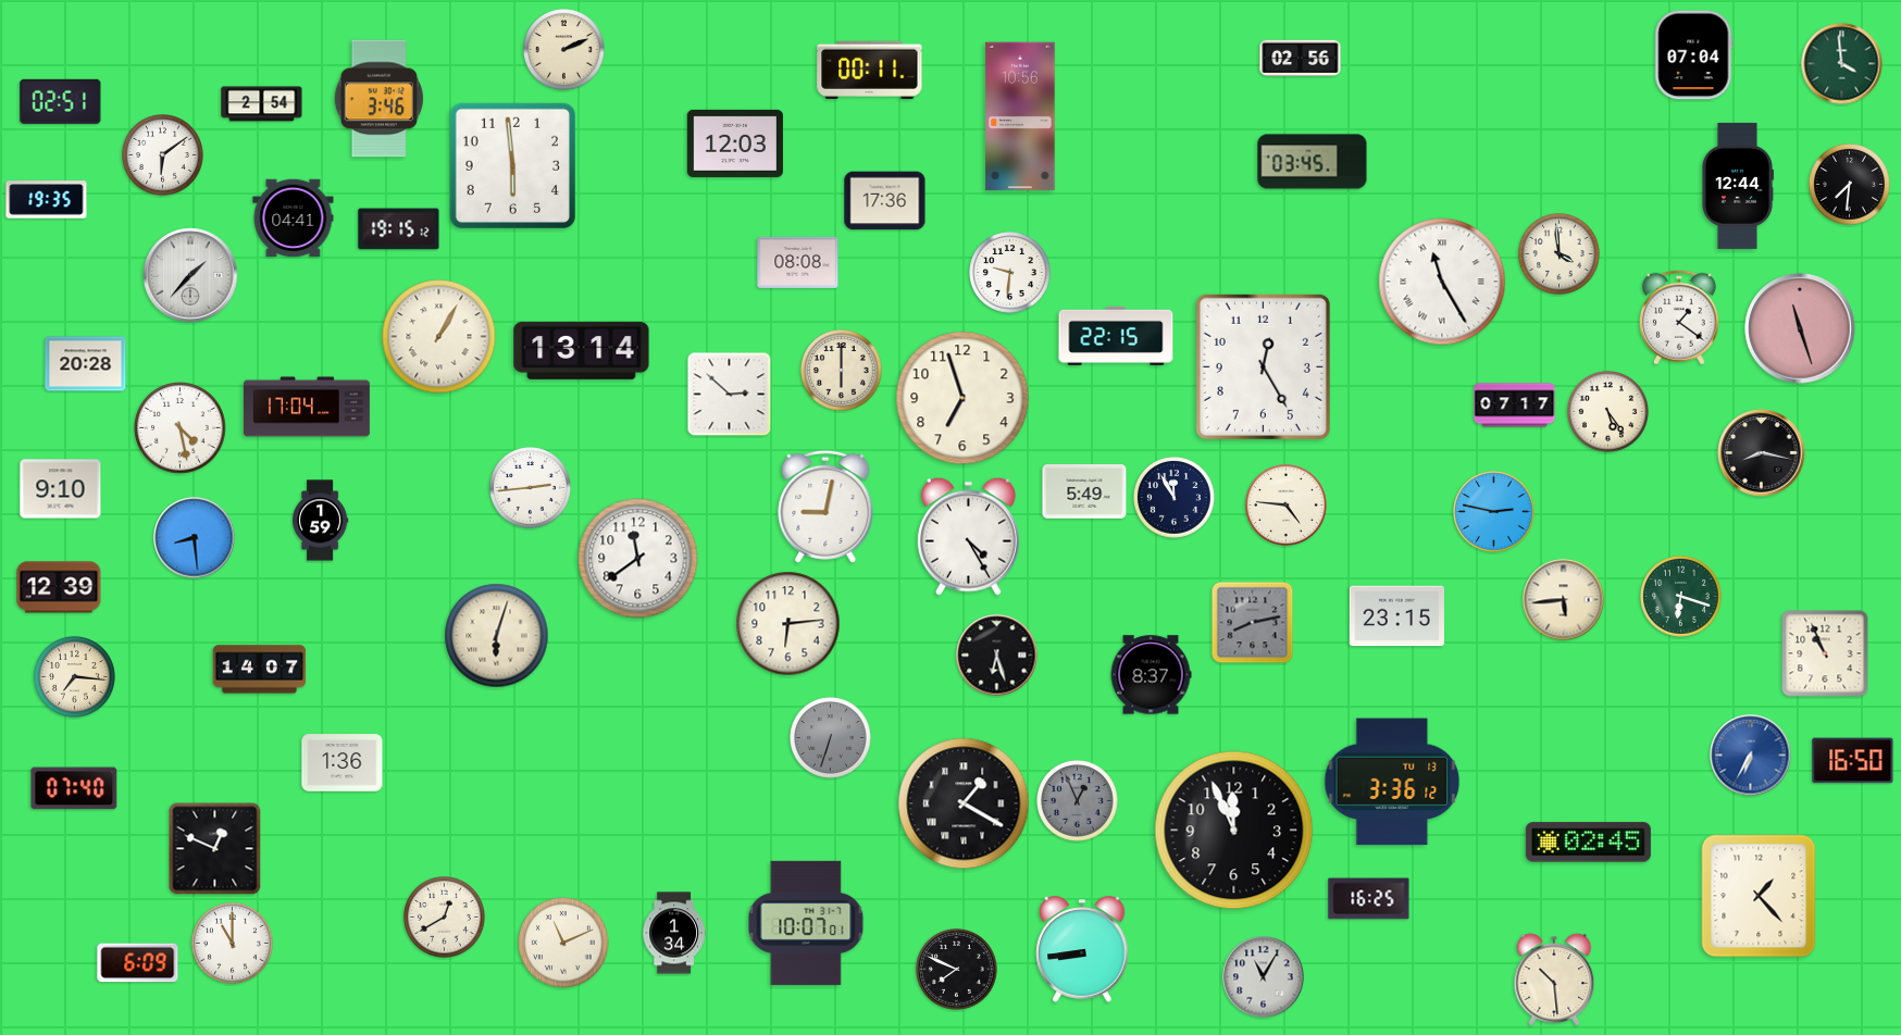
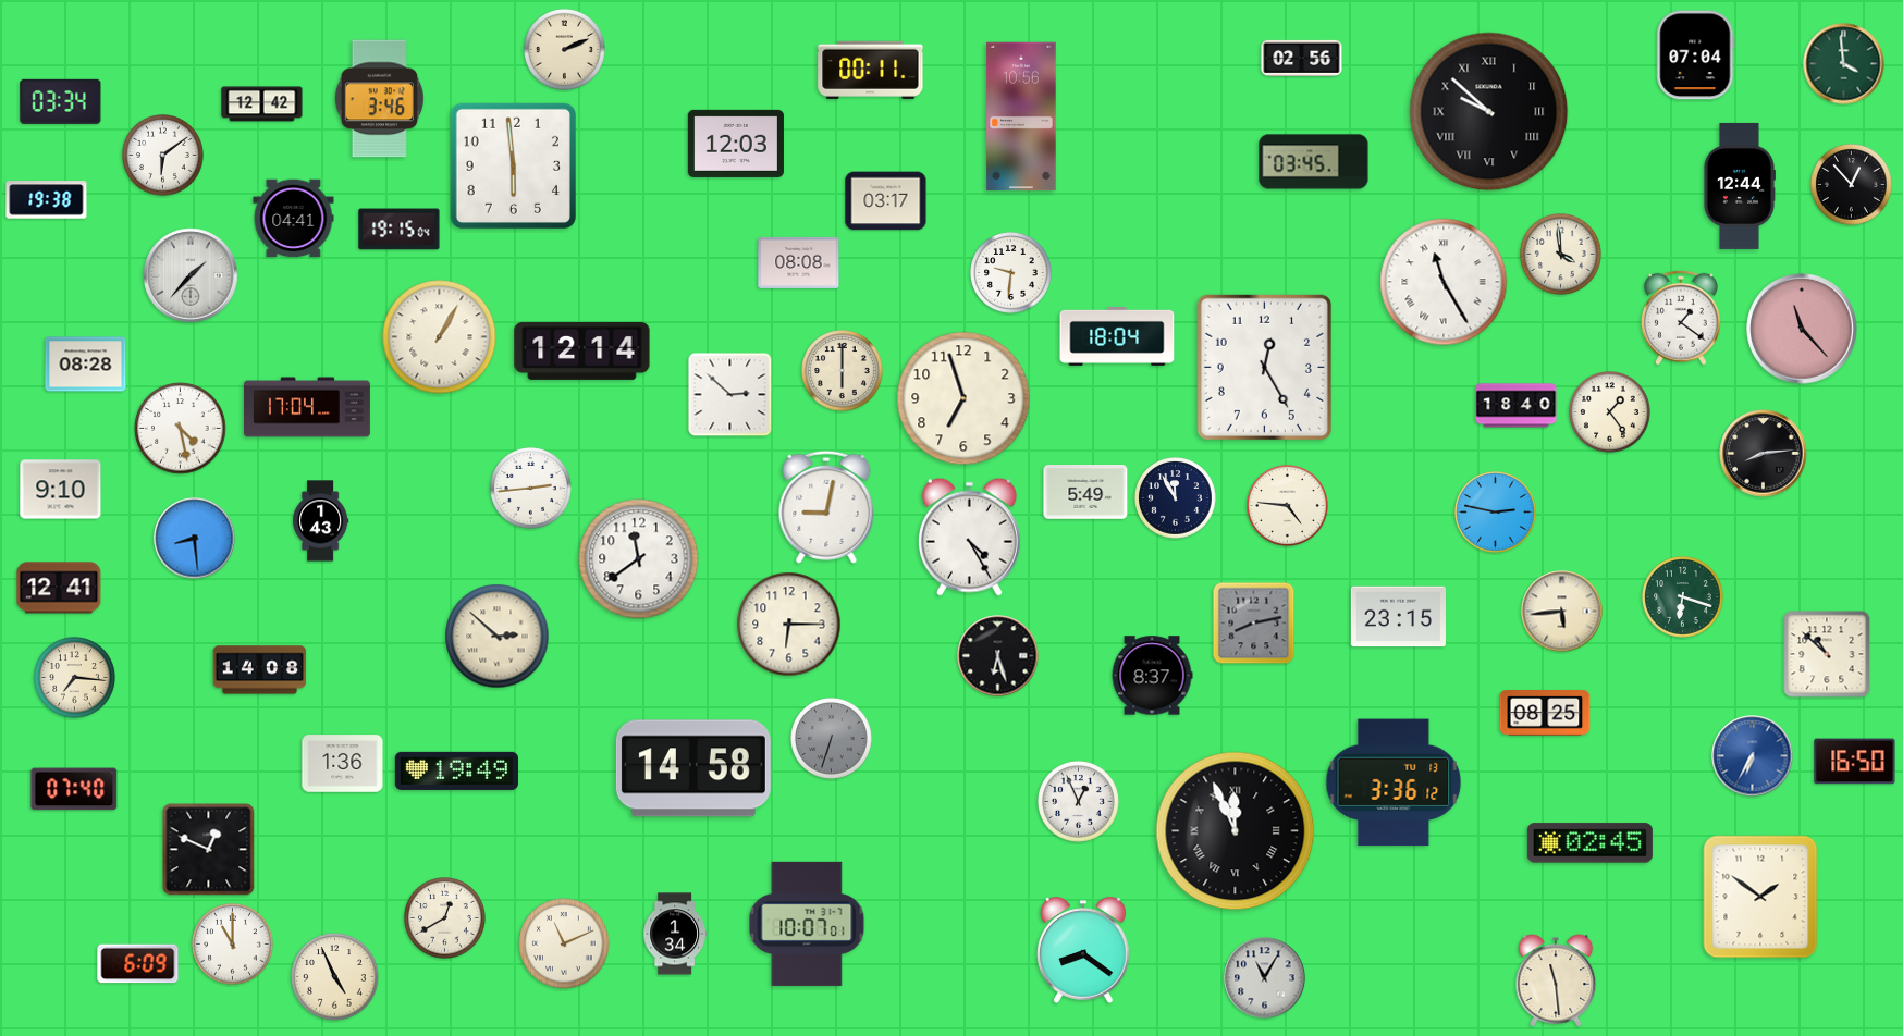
clock at (61, 101): 02:51 -> 03:34
clock at (262, 104): 2:54 -> 12:42
clock at (1489, 112): none -> 9:52
clock at (1850, 185): 7:31 -> 12:53
clock at (47, 200): 19:35 -> 19:38
clock at (885, 201): 17:36 -> 03:17
clock at (399, 229): 19:15:12 -> 19:15:04
clock at (1800, 328): 11:27 -> 11:23
clock at (1116, 336): 22:15 -> 18:04
clock at (582, 350): 13:14 -> 12:14
clock at (86, 364): 20:28 -> 08:28
clock at (1515, 406): 07:17 -> 18:40
clock at (1608, 412): 5:24 -> 1:24
clock at (1762, 453): 8:17 -> 8:14
clock at (321, 521): 1:59 -> 1:43
clock at (59, 587): 12:39 -> 12:41
clock at (1564, 600) position: (1564, 600) -> (1562, 612)
clock at (788, 624): 6:14 -> 6:15
clock at (497, 636): 6:03 -> 2:52
clock at (1825, 653): 10:56 -> 10:52
clock at (260, 670): 14:07 -> 14:08
clock at (1545, 714): none -> 08:25
clock at (693, 768): none -> 14:58
clock at (456, 770): none -> 19:49
clock at (1078, 801) dial: grey -> white
clock at (964, 803): 1:20 -> none
clock at (1234, 831) numerals: Arabic -> Roman
clock at (215, 849) position: (215, 849) -> (209, 850)
clock at (1759, 896): 1:23 -> 1:51
clock at (1369, 899): 16:25 -> none
clock at (1082, 949): 8:44 -> 8:21
clock at (957, 970): 7:49 -> none
clock at (335, 977): none -> 4:56
clock at (1554, 980): 10:29 -> 11:29
